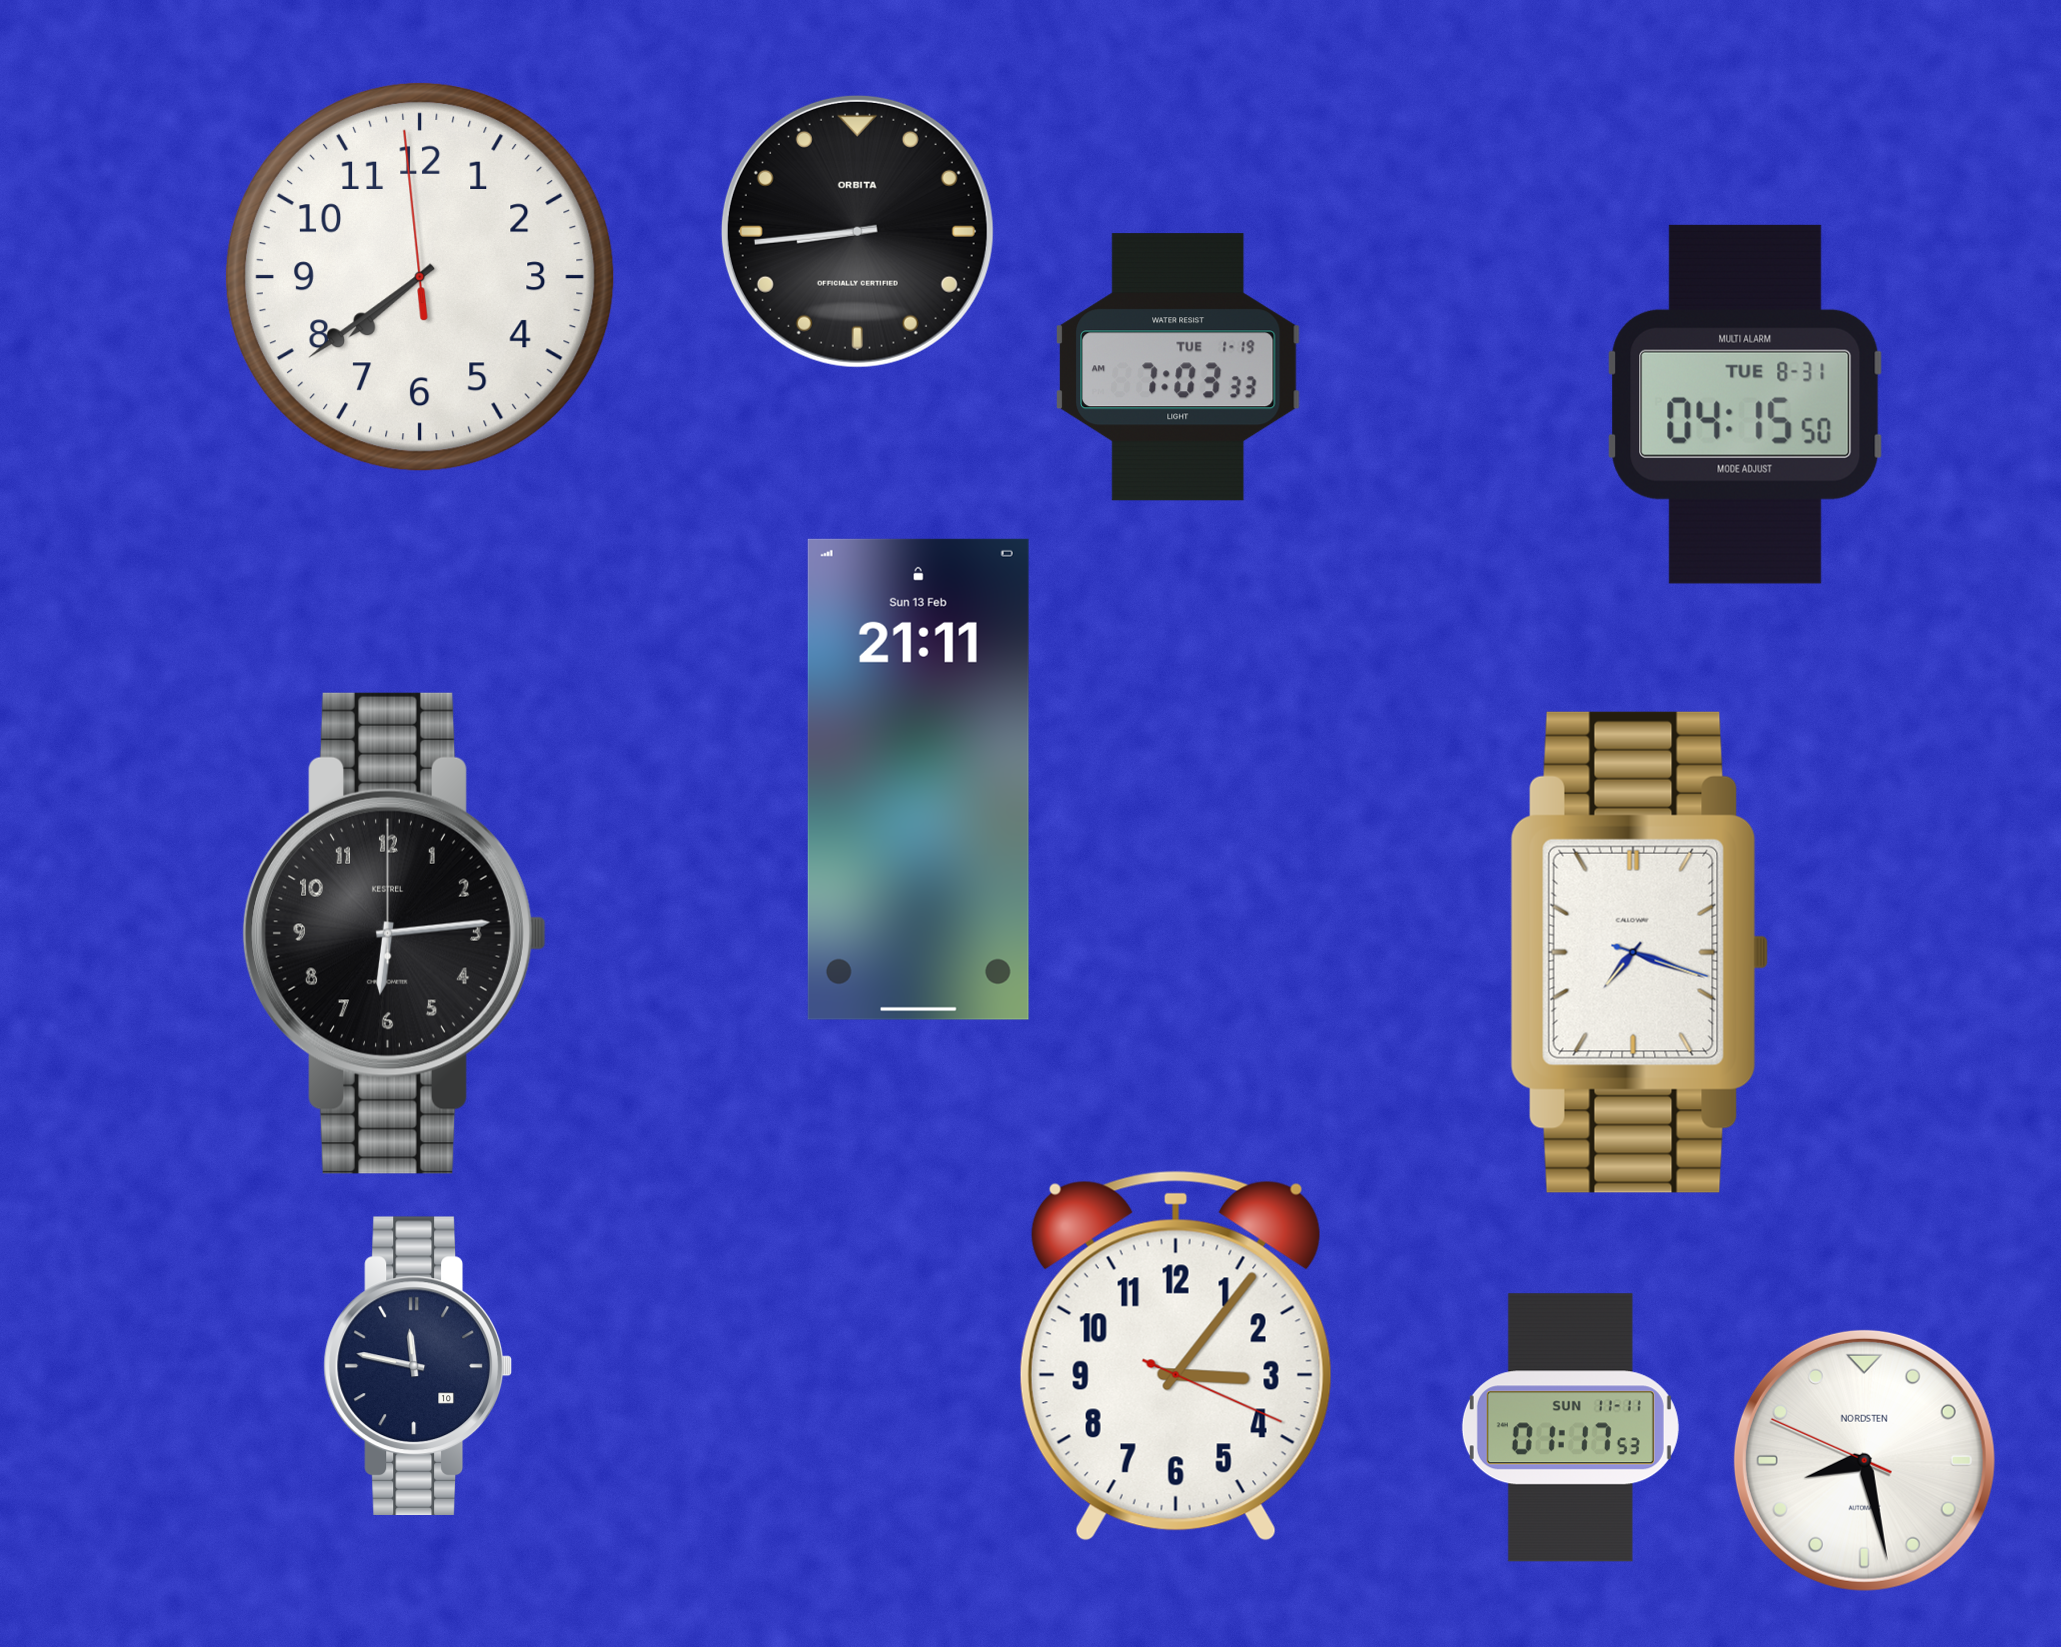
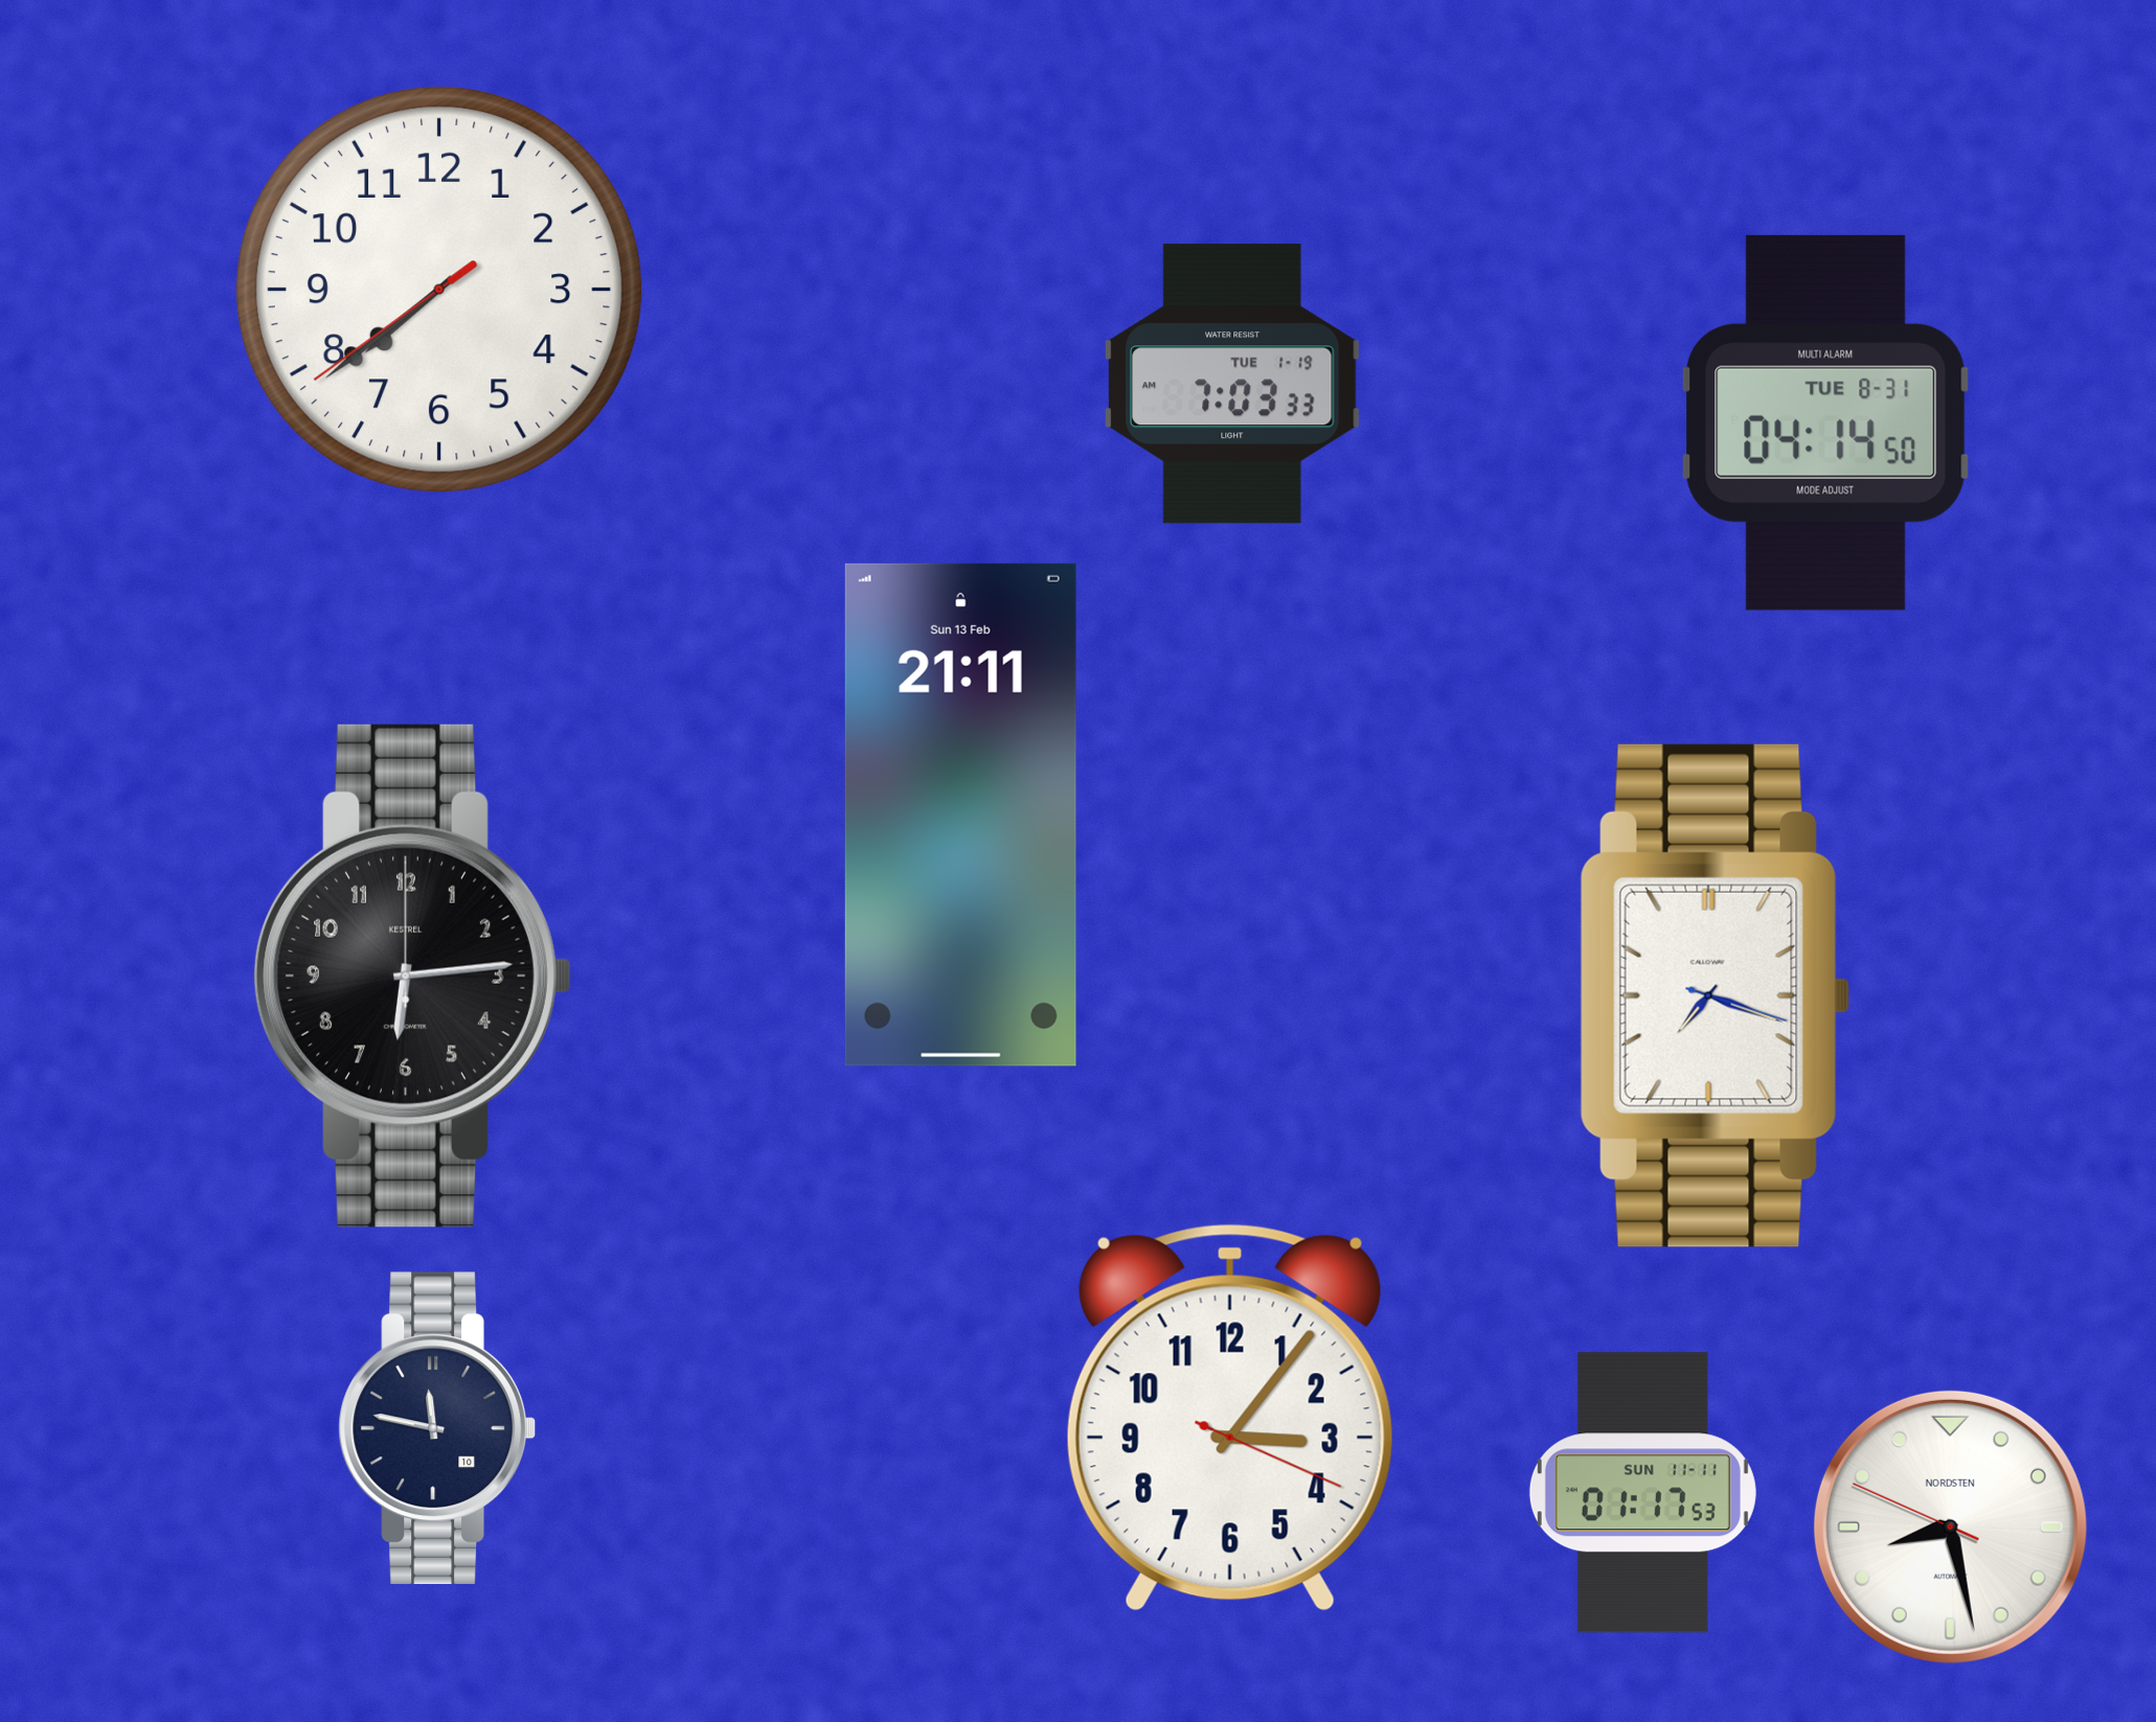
clock at (857, 231): 8:44 -> none
clock at (420, 277): 7:38:59 -> 7:38:39
clock at (1745, 404): 04:15 -> 04:14
